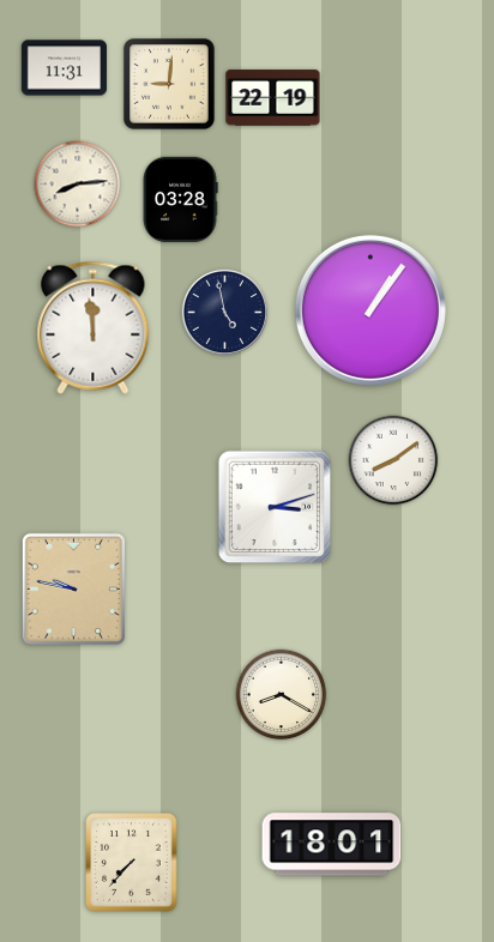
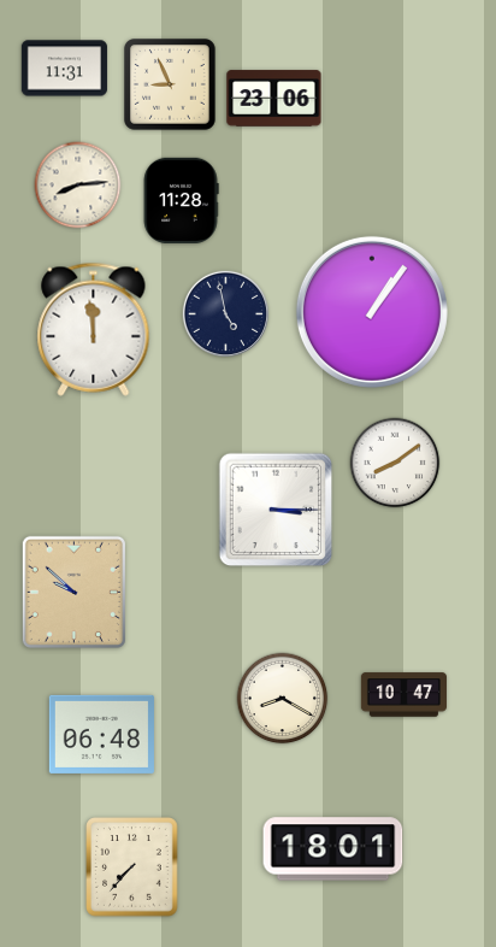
clock at (170, 85): 9:01 -> 8:56
clock at (273, 98): 22:19 -> 23:06
clock at (180, 199): 03:28 -> 11:28
clock at (275, 507): 3:12 -> 3:15
clock at (73, 588): 9:47 -> 9:52
clock at (403, 695): none -> 10:47
clock at (101, 734): none -> 06:48
